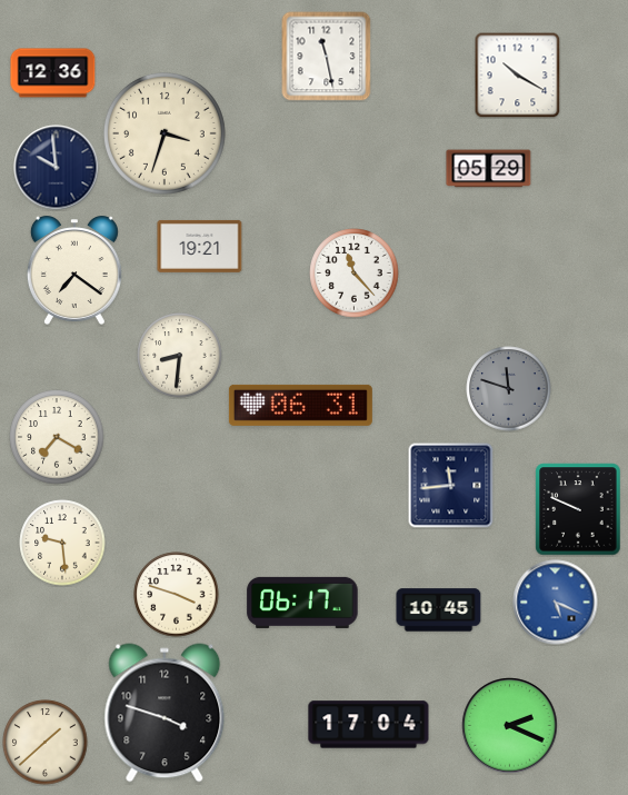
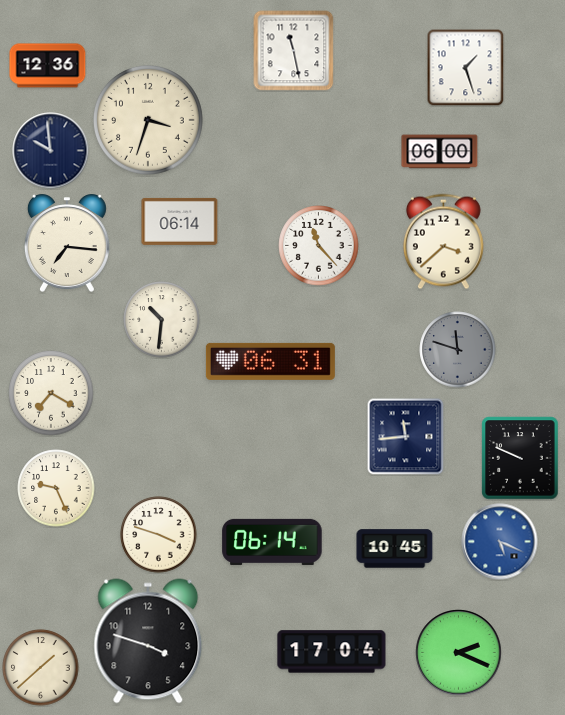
clock at (517, 74): 10:20 -> 1:27
clock at (489, 169): 05:29 -> 06:00
clock at (200, 246): 19:21 -> 06:14
clock at (443, 242): none -> 3:38
clock at (74, 270): 7:21 -> 7:16
clock at (180, 356): 8:31 -> 10:31
clock at (300, 405) position: (300, 405) -> (270, 361)
clock at (62, 543): 9:29 -> 9:26
clock at (302, 603): 06:17 -> 06:14
